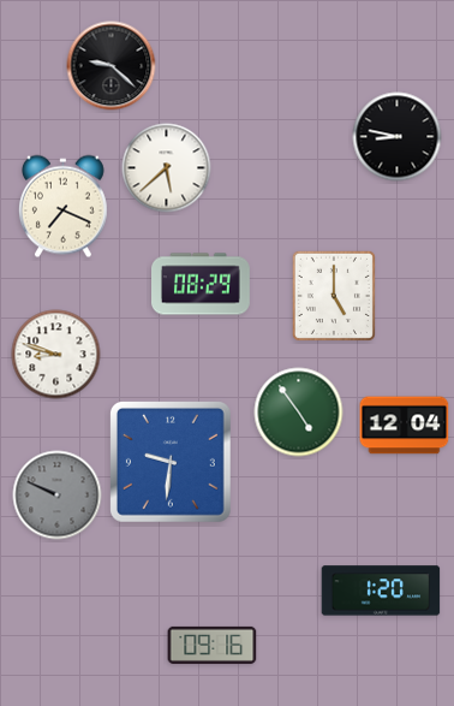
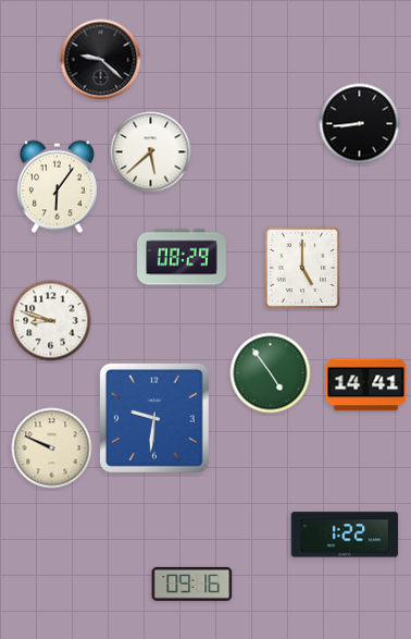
clock at (398, 137): 8:47 -> 8:44
clock at (62, 207): 7:19 -> 6:06
clock at (405, 426): 12:04 -> 14:41
clock at (58, 496) dial: grey -> cream
clock at (381, 591): 1:20 -> 1:22
